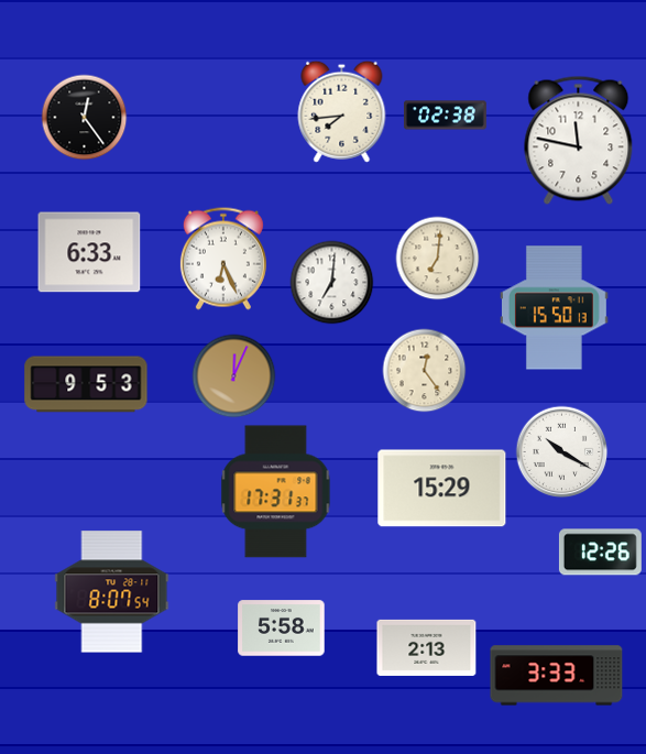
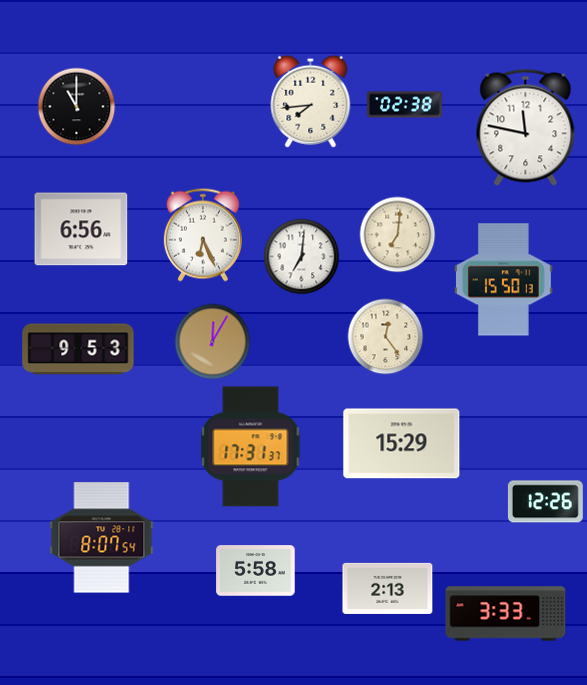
clock at (85, 118): 12:24 -> 11:00
clock at (89, 252): 6:33 -> 6:56
clock at (234, 376): 12:04 -> 12:05
clock at (562, 452): 10:20 -> none
